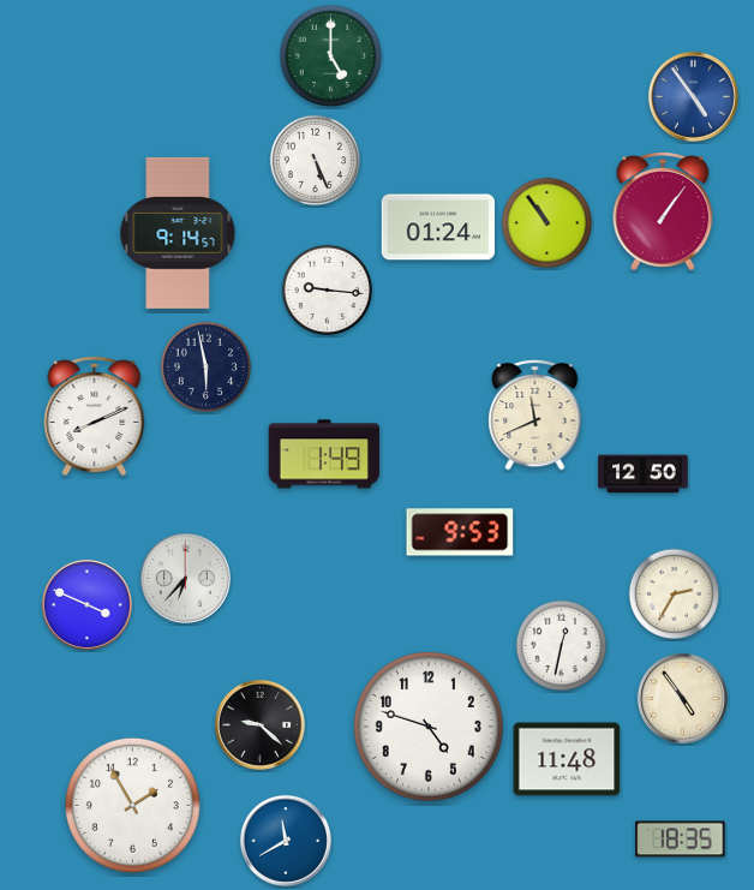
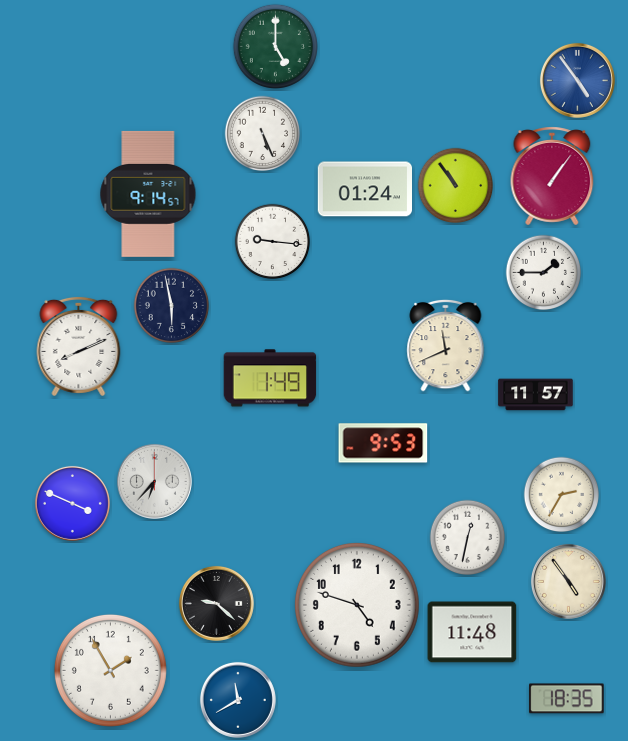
clock at (544, 273): none -> 1:45
clock at (644, 474): 12:50 -> 11:57
